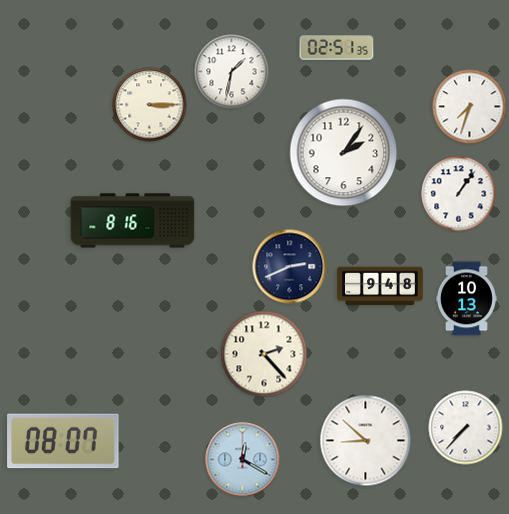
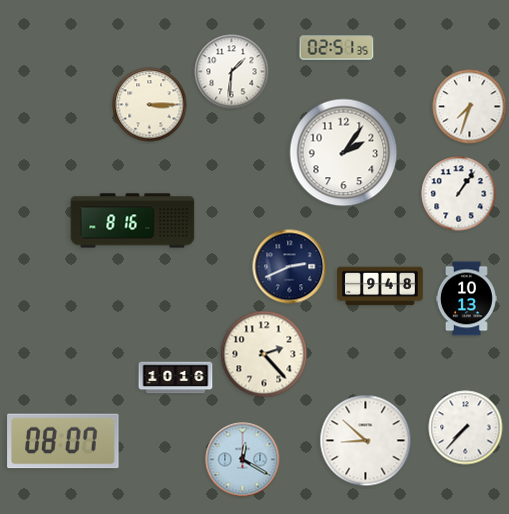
clock at (232, 72): 1:32 -> 1:31
clock at (176, 378): none -> 10:16
